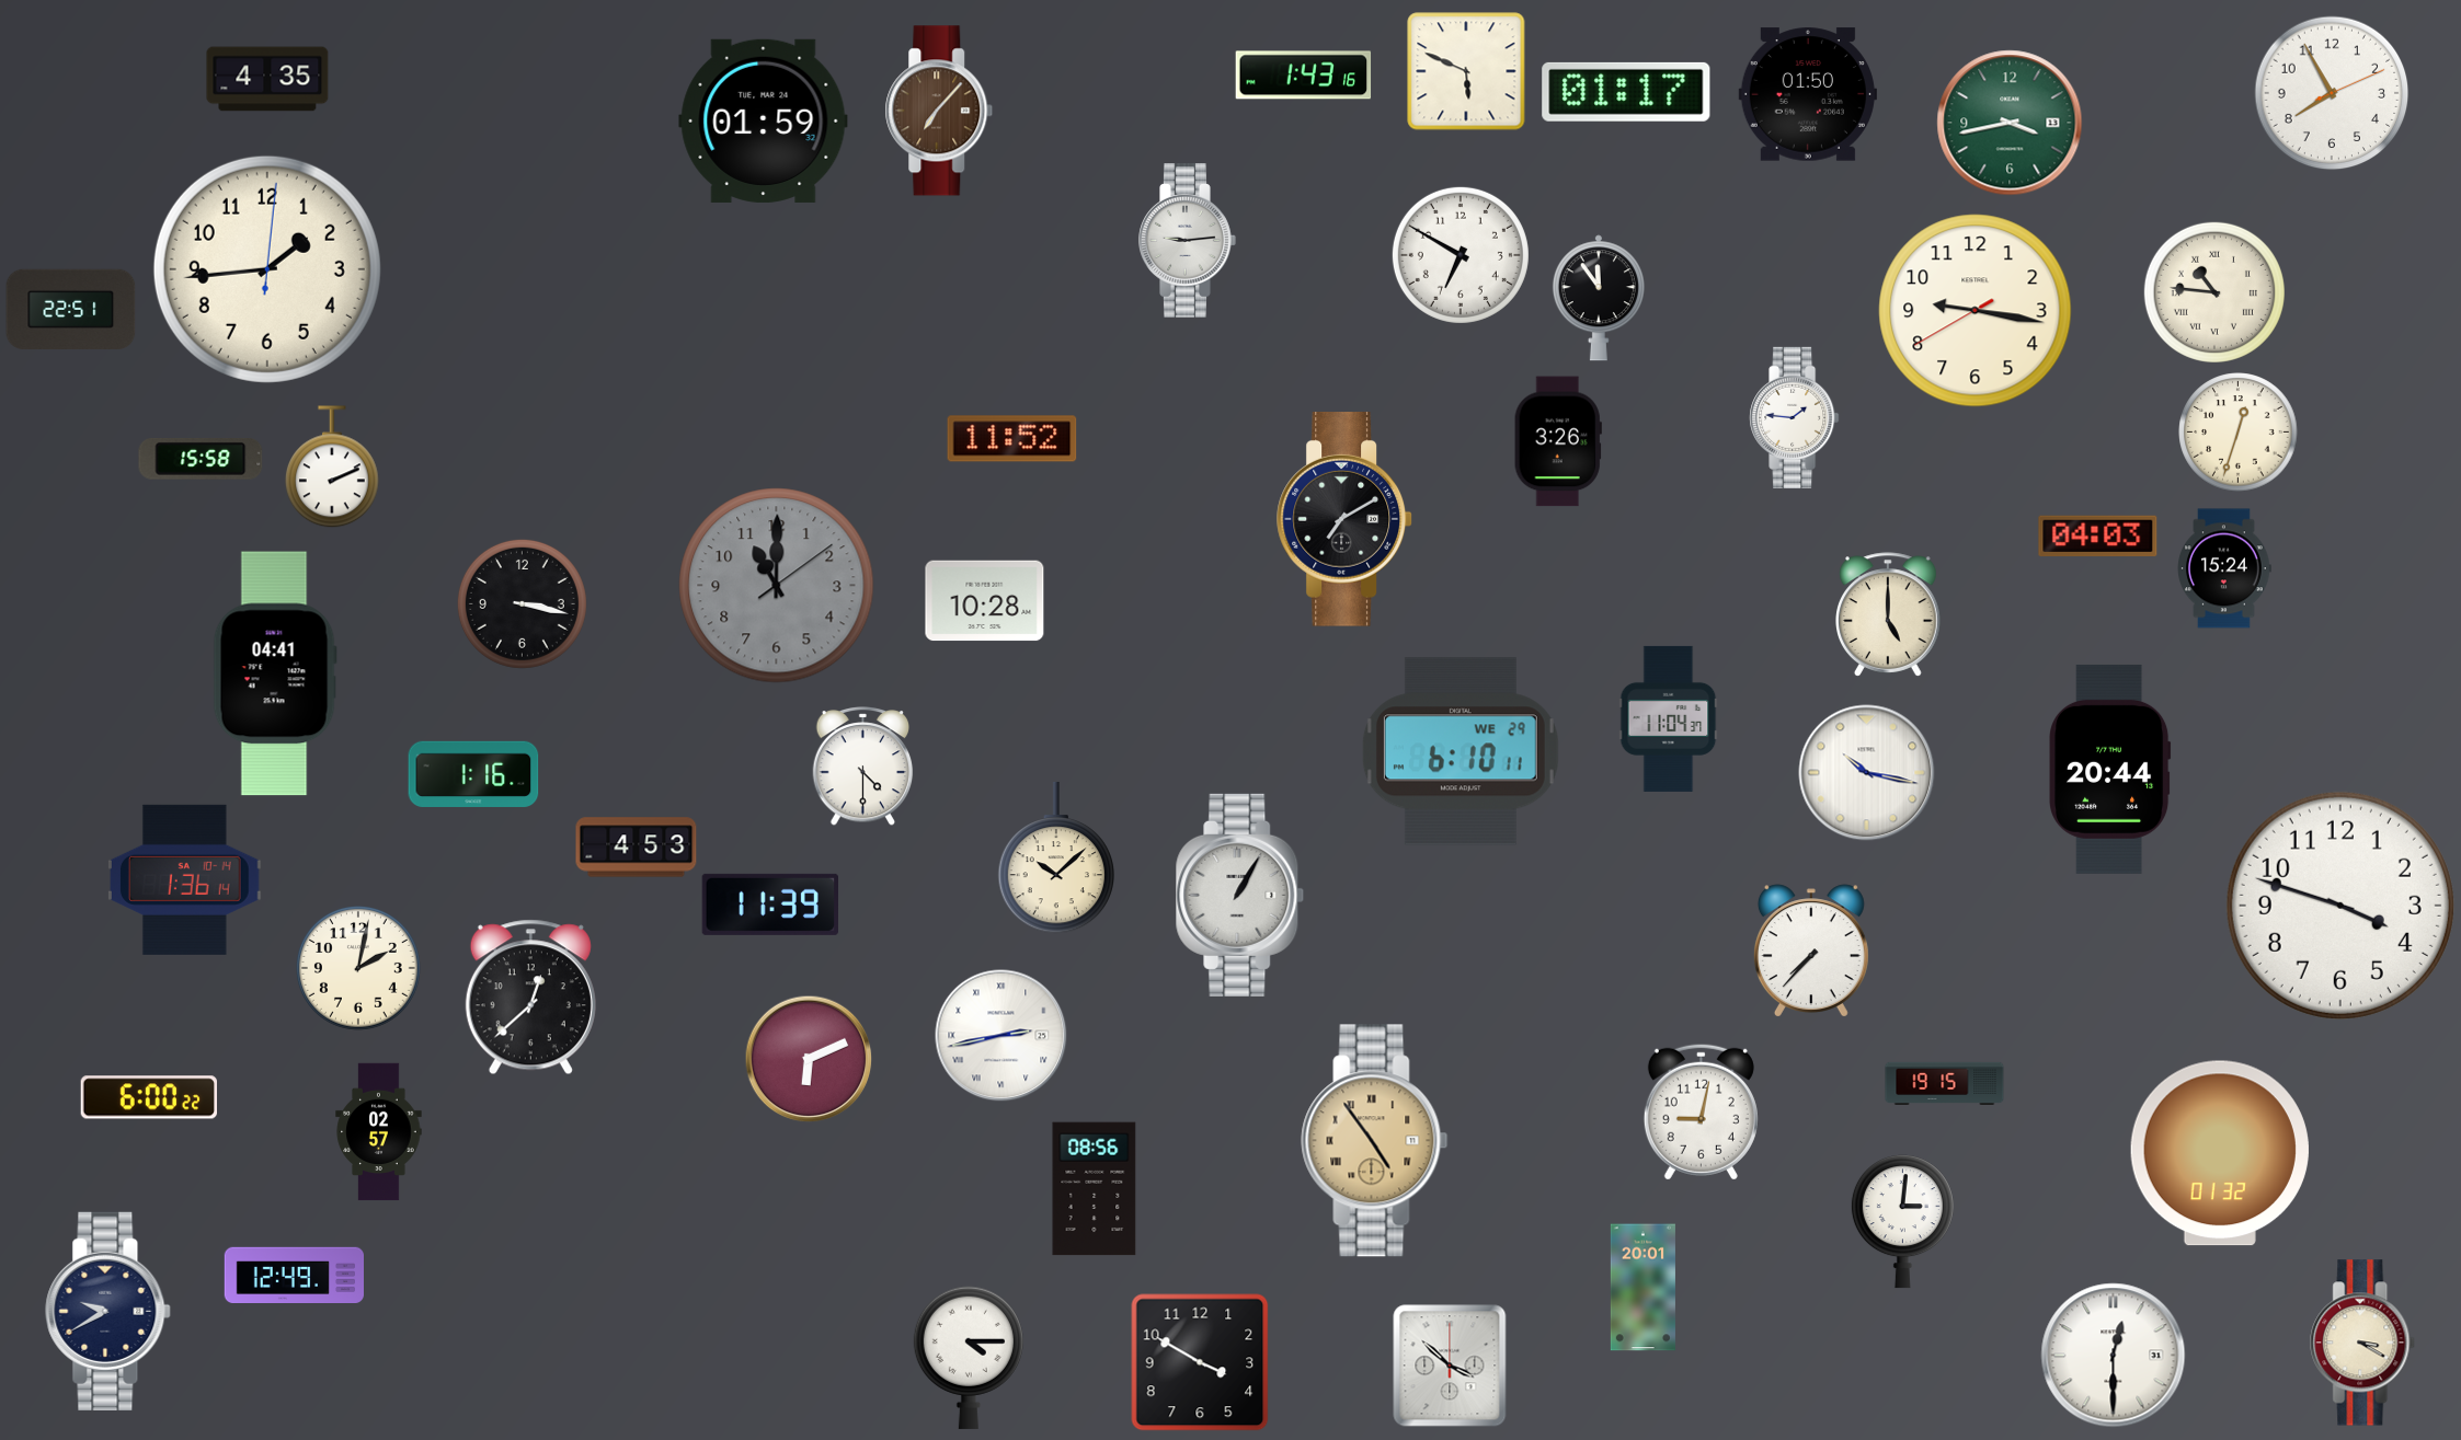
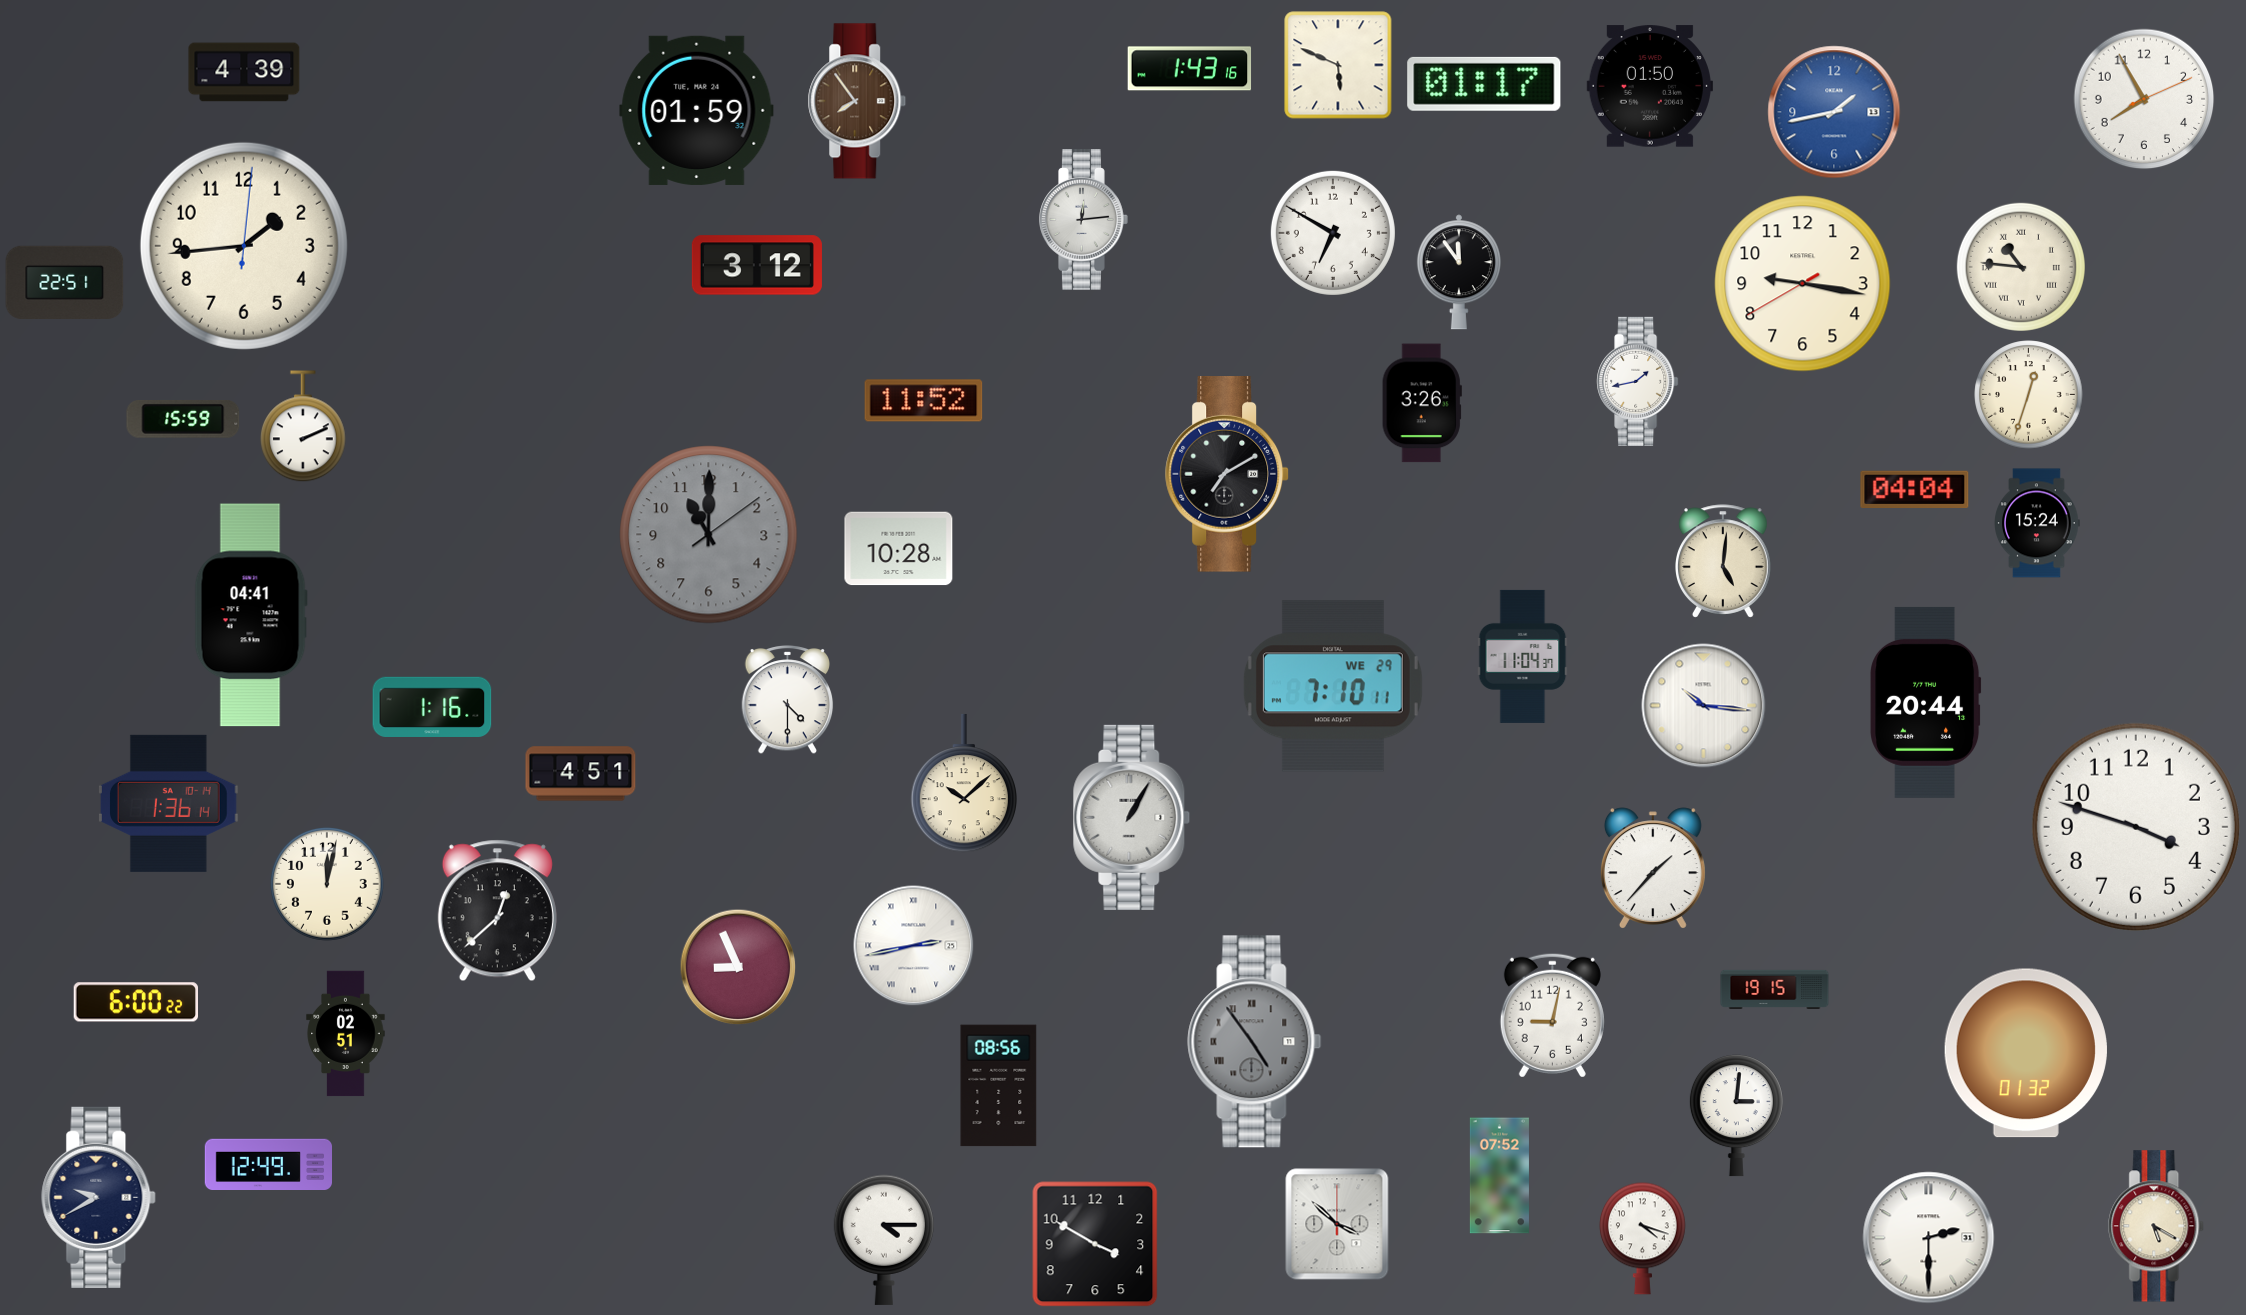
clock at (267, 79): 4:35 -> 4:39
clock at (2332, 93) position: (2332, 93) -> (2144, 99)
clock at (939, 111): 7:07 -> 7:54
clock at (2010, 123): 3:43 -> 1:43
clock at (2010, 123) dial: green -> blue
clock at (1188, 241): 9:14 -> 12:14
clock at (757, 265): none -> 3:12
clock at (1795, 417): 1:46 -> 1:43
clock at (2239, 433) position: (2239, 433) -> (2029, 395)
clock at (201, 459): 15:58 -> 15:59
clock at (2098, 537): 04:03 -> 04:04
clock at (2225, 568) position: (2225, 568) -> (2038, 523)
clock at (522, 603): 3:17 -> none
clock at (1889, 614): 5:00 -> 5:01
clock at (1461, 751): 6:10 -> 7:10
clock at (1867, 773): 10:17 -> 10:16
clock at (637, 848): 4:53 -> 4:51
clock at (769, 905): 11:39 -> none
clock at (1811, 951): 7:37 -> 1:37
clock at (359, 969): 2:02 -> 12:02
clock at (530, 998) position: (530, 998) -> (497, 911)
clock at (809, 1059): 6:11 -> 8:56
clock at (379, 1132): 02:57 -> 02:51
clock at (1375, 1141) dial: champagne -> grey
clock at (1642, 1288): 20:01 -> 07:52
clock at (2363, 1343): 3:20 -> 5:20
clock at (1642, 1238): none -> 4:18
clock at (2114, 1356): 12:30 -> 2:30
clock at (1450, 1366) position: (1450, 1366) -> (1337, 1224)
